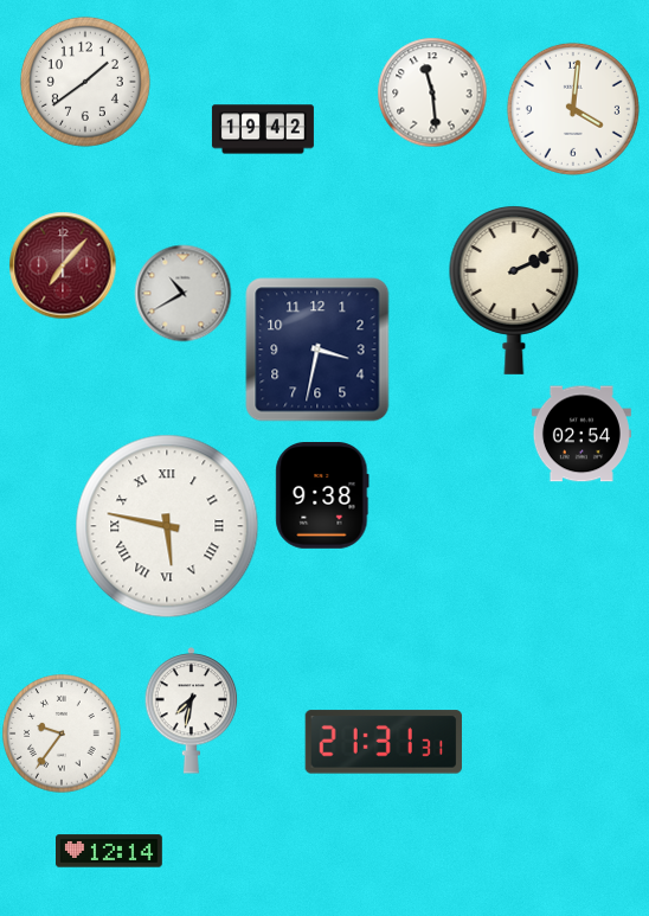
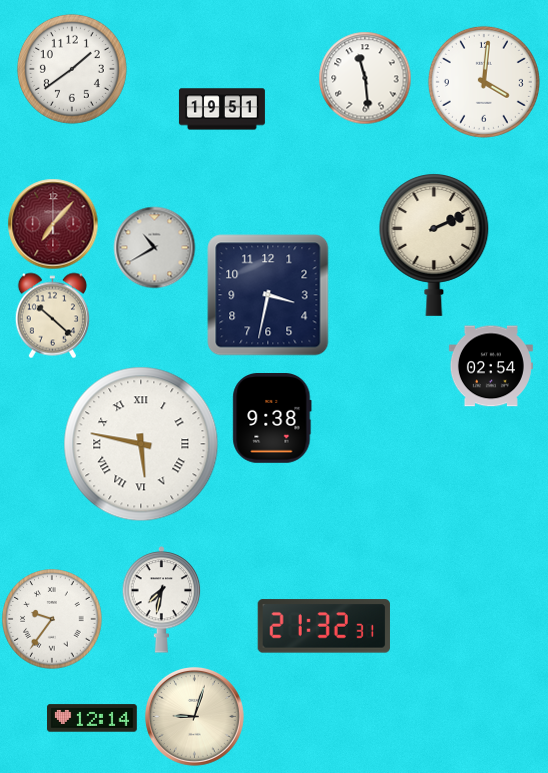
clock at (573, 109) position: (573, 109) -> (484, 82)
clock at (263, 129): 19:42 -> 19:51
clock at (52, 315): none -> 10:22
clock at (384, 742): 21:31 -> 21:32
clock at (194, 716): none -> 9:03
